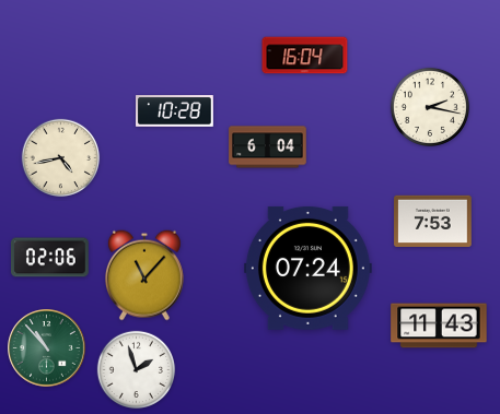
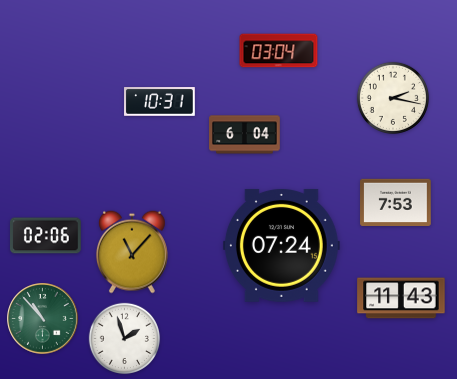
clock at (305, 56): 16:04 -> 03:04
clock at (175, 111): 10:28 -> 10:31
clock at (61, 158): 4:43 -> none
